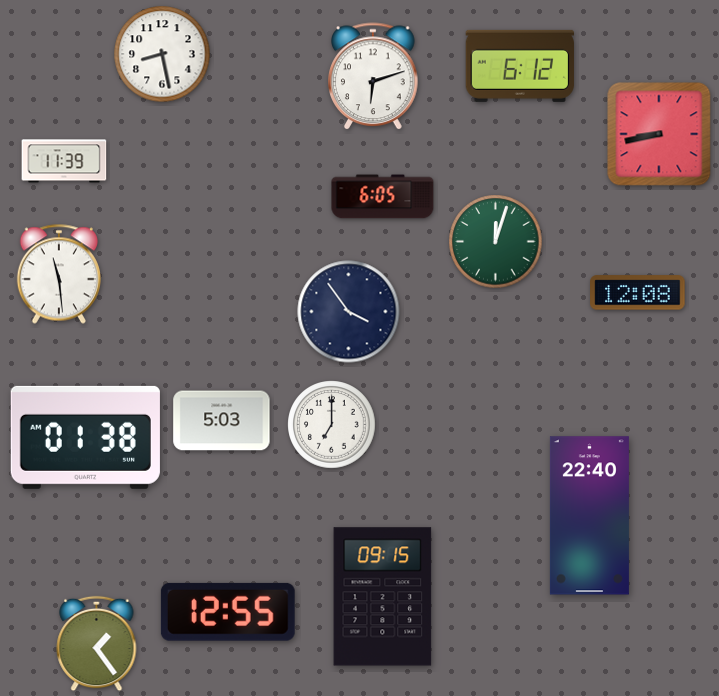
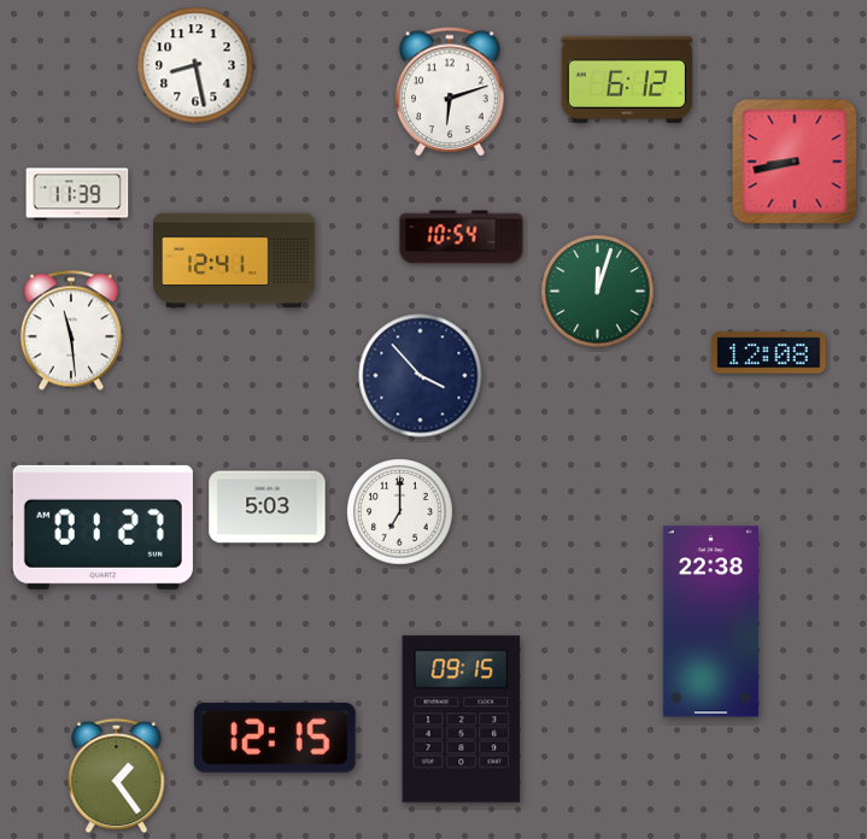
clock at (383, 197): 6:05 -> 10:54
clock at (234, 260): none -> 12:41
clock at (349, 312): 3:54 -> 3:53
clock at (85, 437): 01:38 -> 01:27
clock at (589, 516): 22:40 -> 22:38
clock at (228, 612): 12:55 -> 12:15
